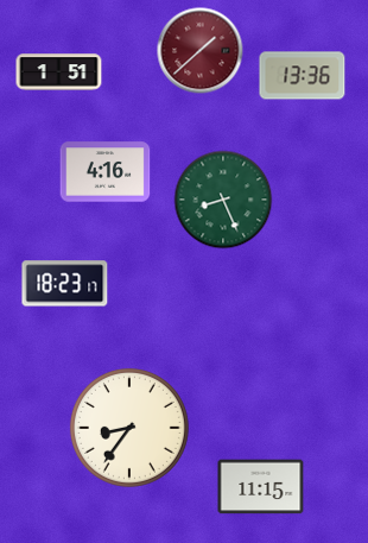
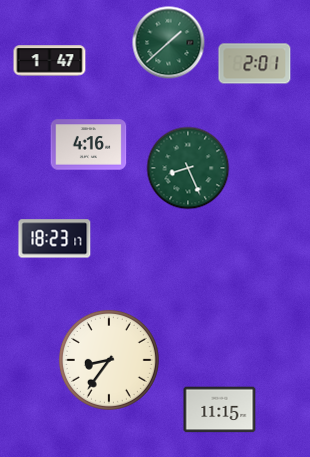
clock at (201, 51) dial: burgundy -> green
clock at (59, 72): 1:51 -> 1:47
clock at (303, 76): 13:36 -> 2:01
